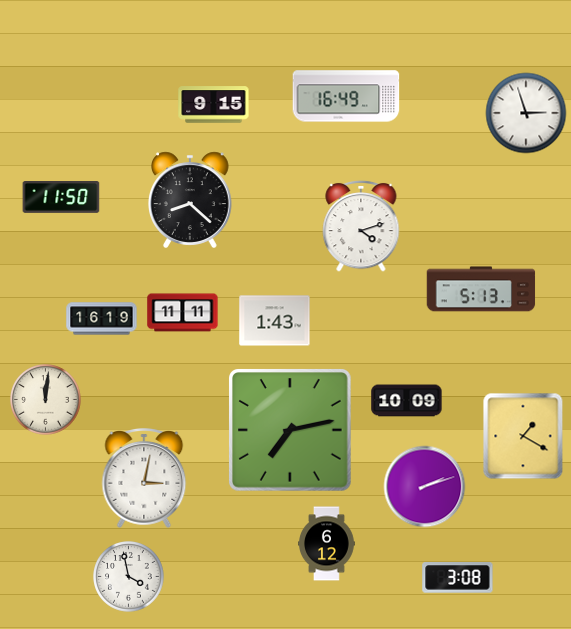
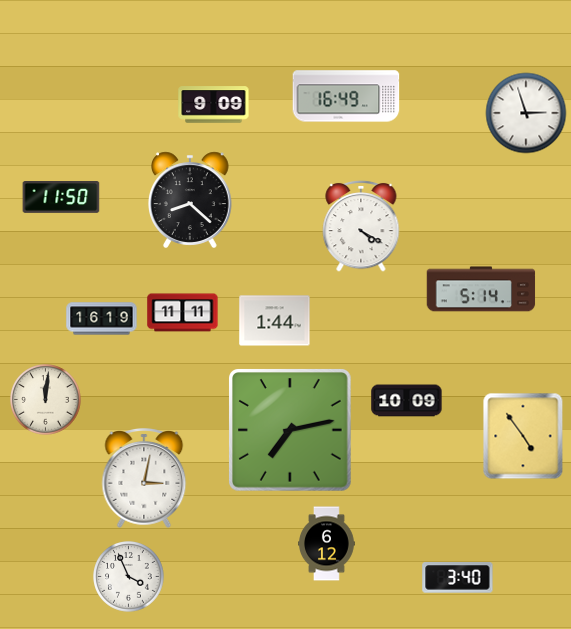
clock at (214, 105): 9:15 -> 9:09
clock at (361, 226): 4:12 -> 4:20
clock at (481, 289): 5:13 -> 5:14
clock at (275, 321): 1:43 -> 1:44
clock at (523, 436): 1:20 -> 4:54
clock at (425, 487): 2:12 -> none
clock at (129, 577): 3:58 -> 3:56
clock at (458, 578): 3:08 -> 3:40
